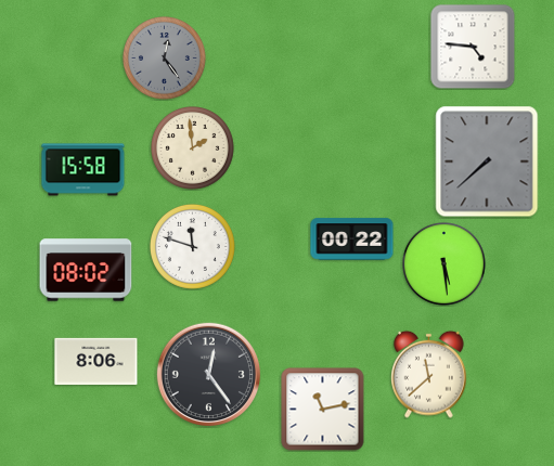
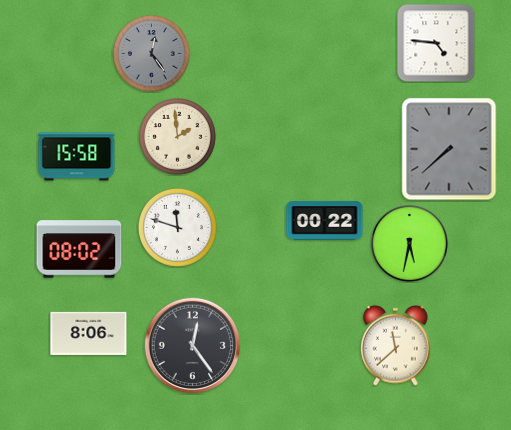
clock at (445, 264): 5:29 -> 5:32
clock at (323, 410): 11:13 -> none
